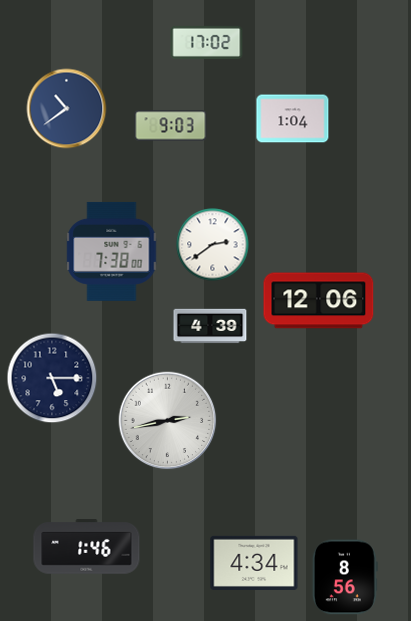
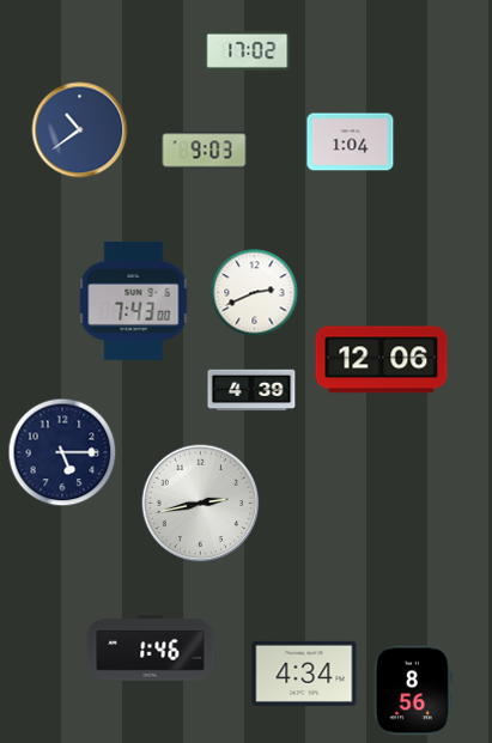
clock at (213, 245): 2:39 -> 2:41
clock at (112, 251): 7:38 -> 7:43
clock at (87, 547) position: (87, 547) -> (151, 648)
